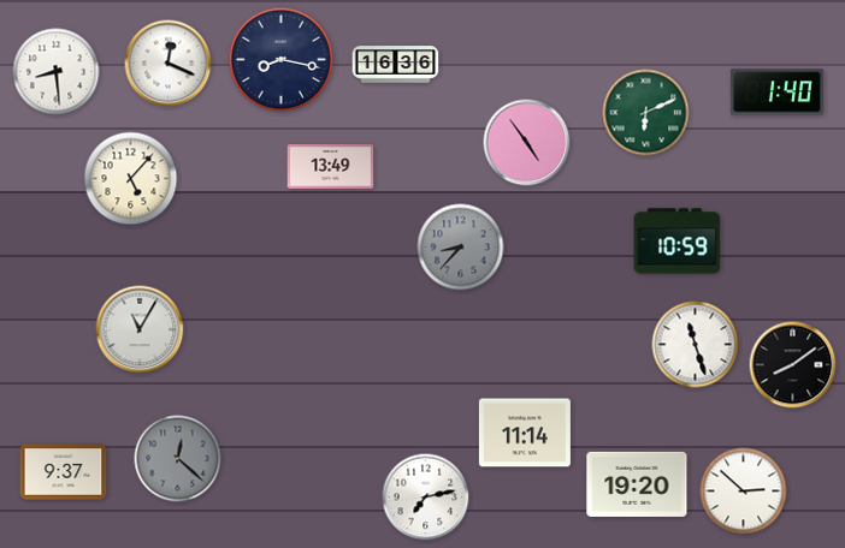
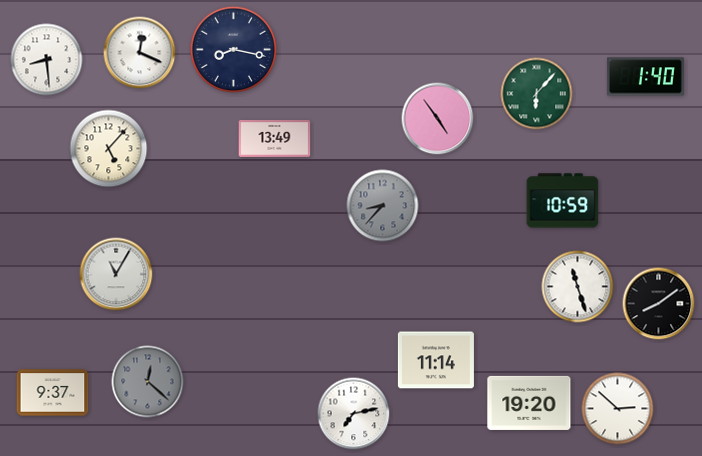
clock at (396, 65): 16:36 -> none
clock at (646, 113): 6:11 -> 6:07
